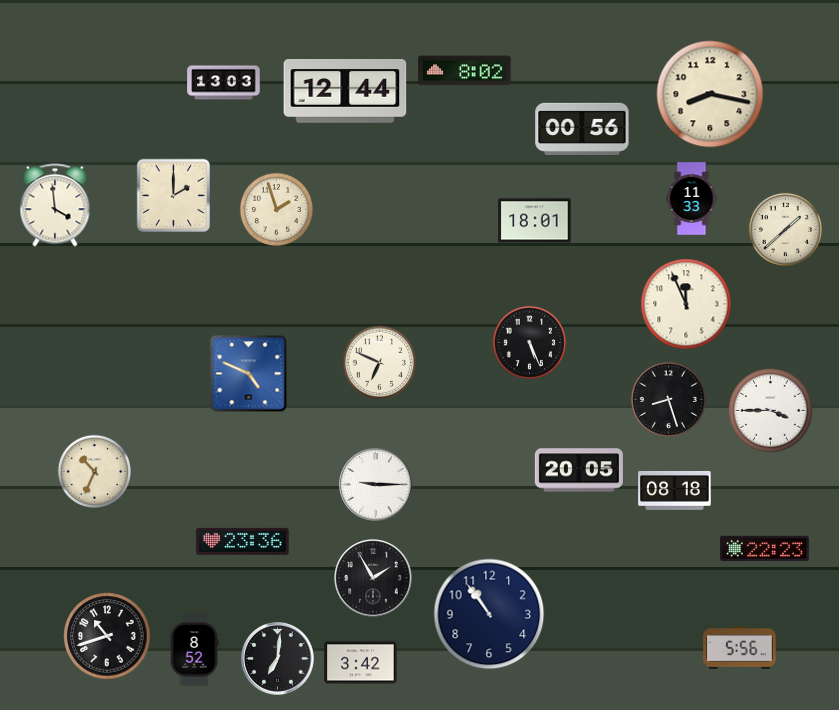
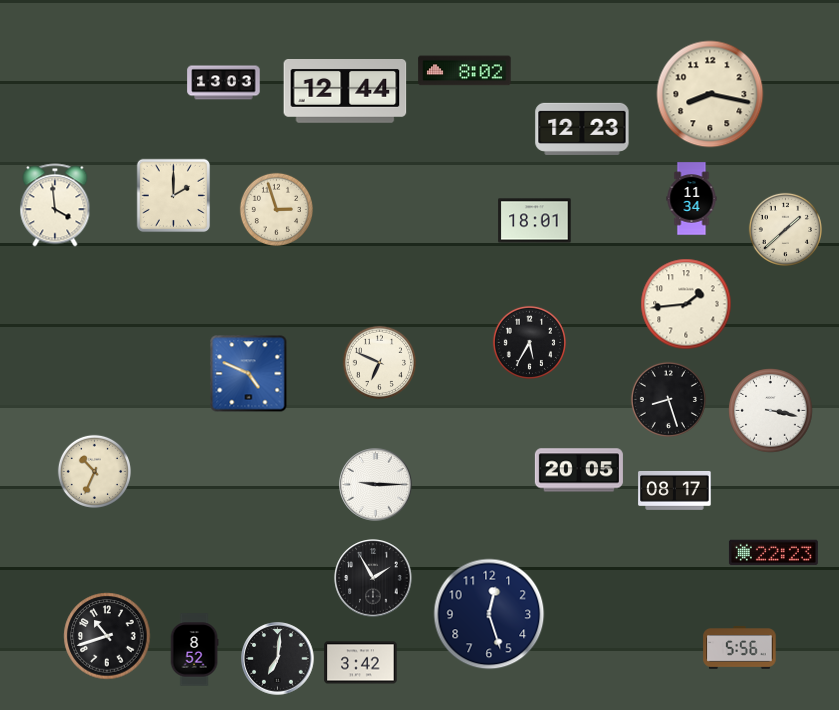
clock at (582, 129): 00:56 -> 12:23
clock at (692, 199): 11:33 -> 11:34
clock at (276, 209): 1:57 -> 2:57
clock at (686, 304): 11:56 -> 1:44
clock at (529, 342): 5:26 -> 5:35
clock at (771, 411): 3:45 -> 3:17
clock at (675, 490): 08:18 -> 08:17
clock at (243, 541): 23:36 -> none
clock at (764, 549) position: (764, 549) -> (773, 553)
clock at (489, 614): 10:54 -> 12:27
